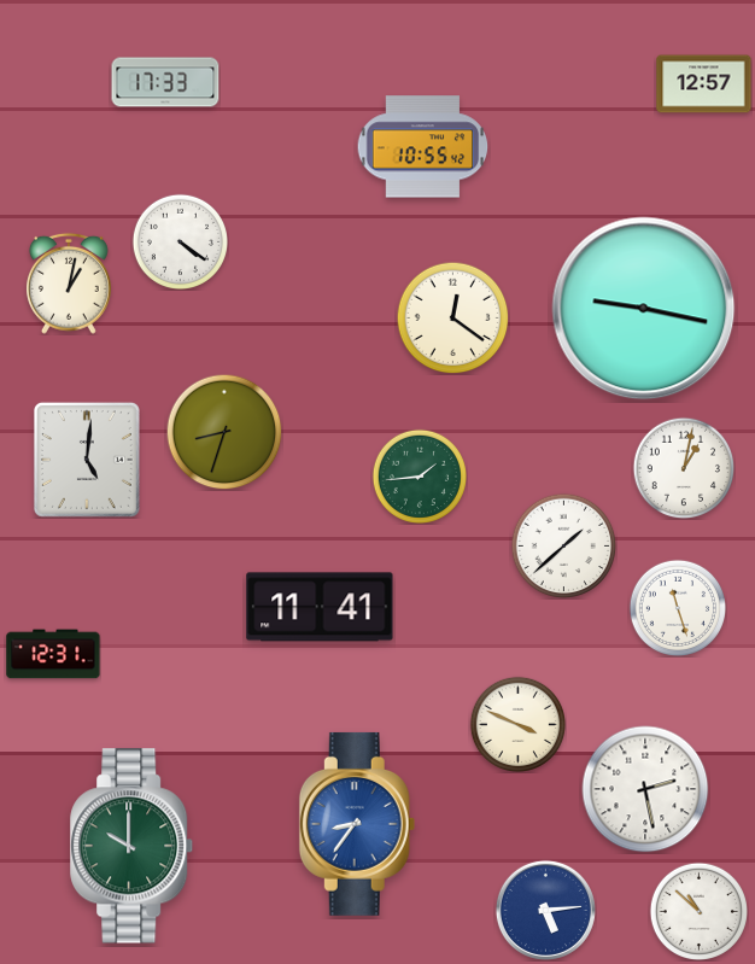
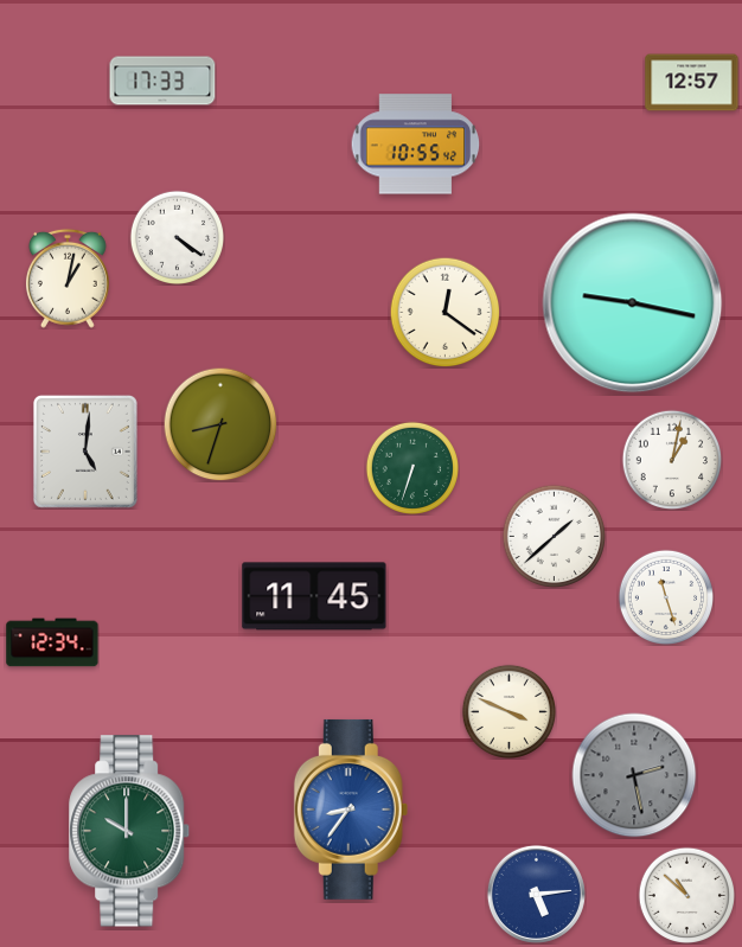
clock at (419, 475): 1:44 -> 6:33
clock at (320, 607): 11:41 -> 11:45
clock at (53, 654): 12:31 -> 12:34
clock at (645, 789) dial: white -> grey
